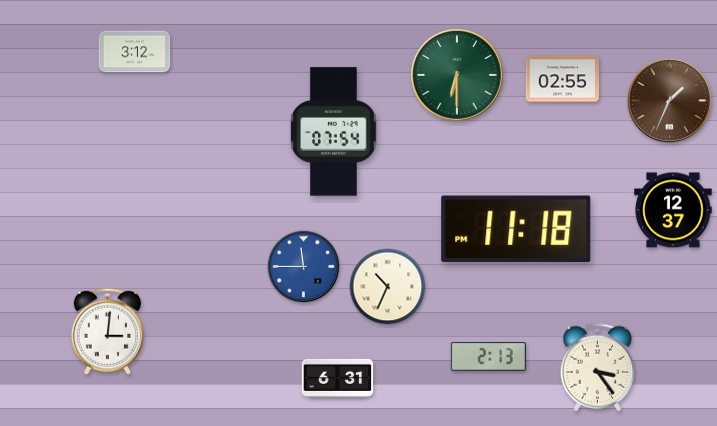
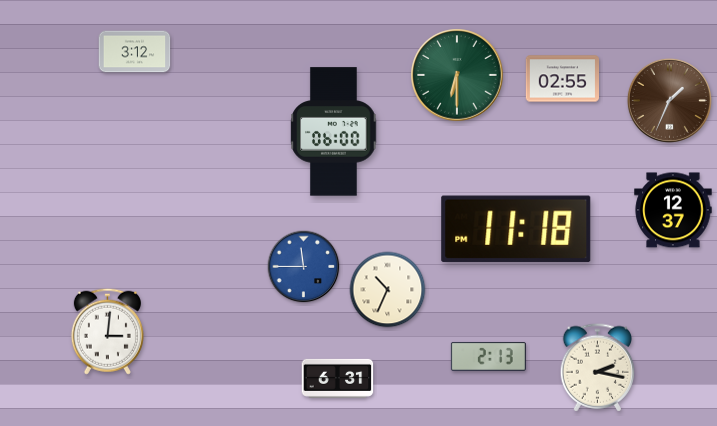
clock at (334, 132): 07:54 -> 06:00
clock at (388, 287) position: (388, 287) -> (388, 290)
clock at (598, 368): 3:24 -> 2:17
